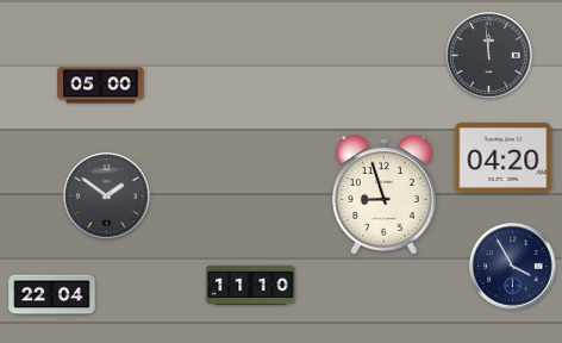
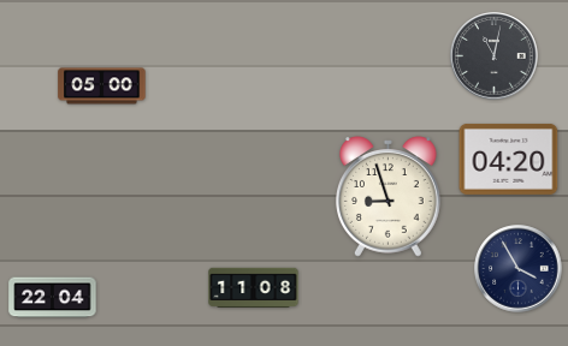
clock at (489, 56): 11:59 -> 11:02
clock at (107, 197): 1:51 -> none
clock at (251, 285): 11:10 -> 11:08
